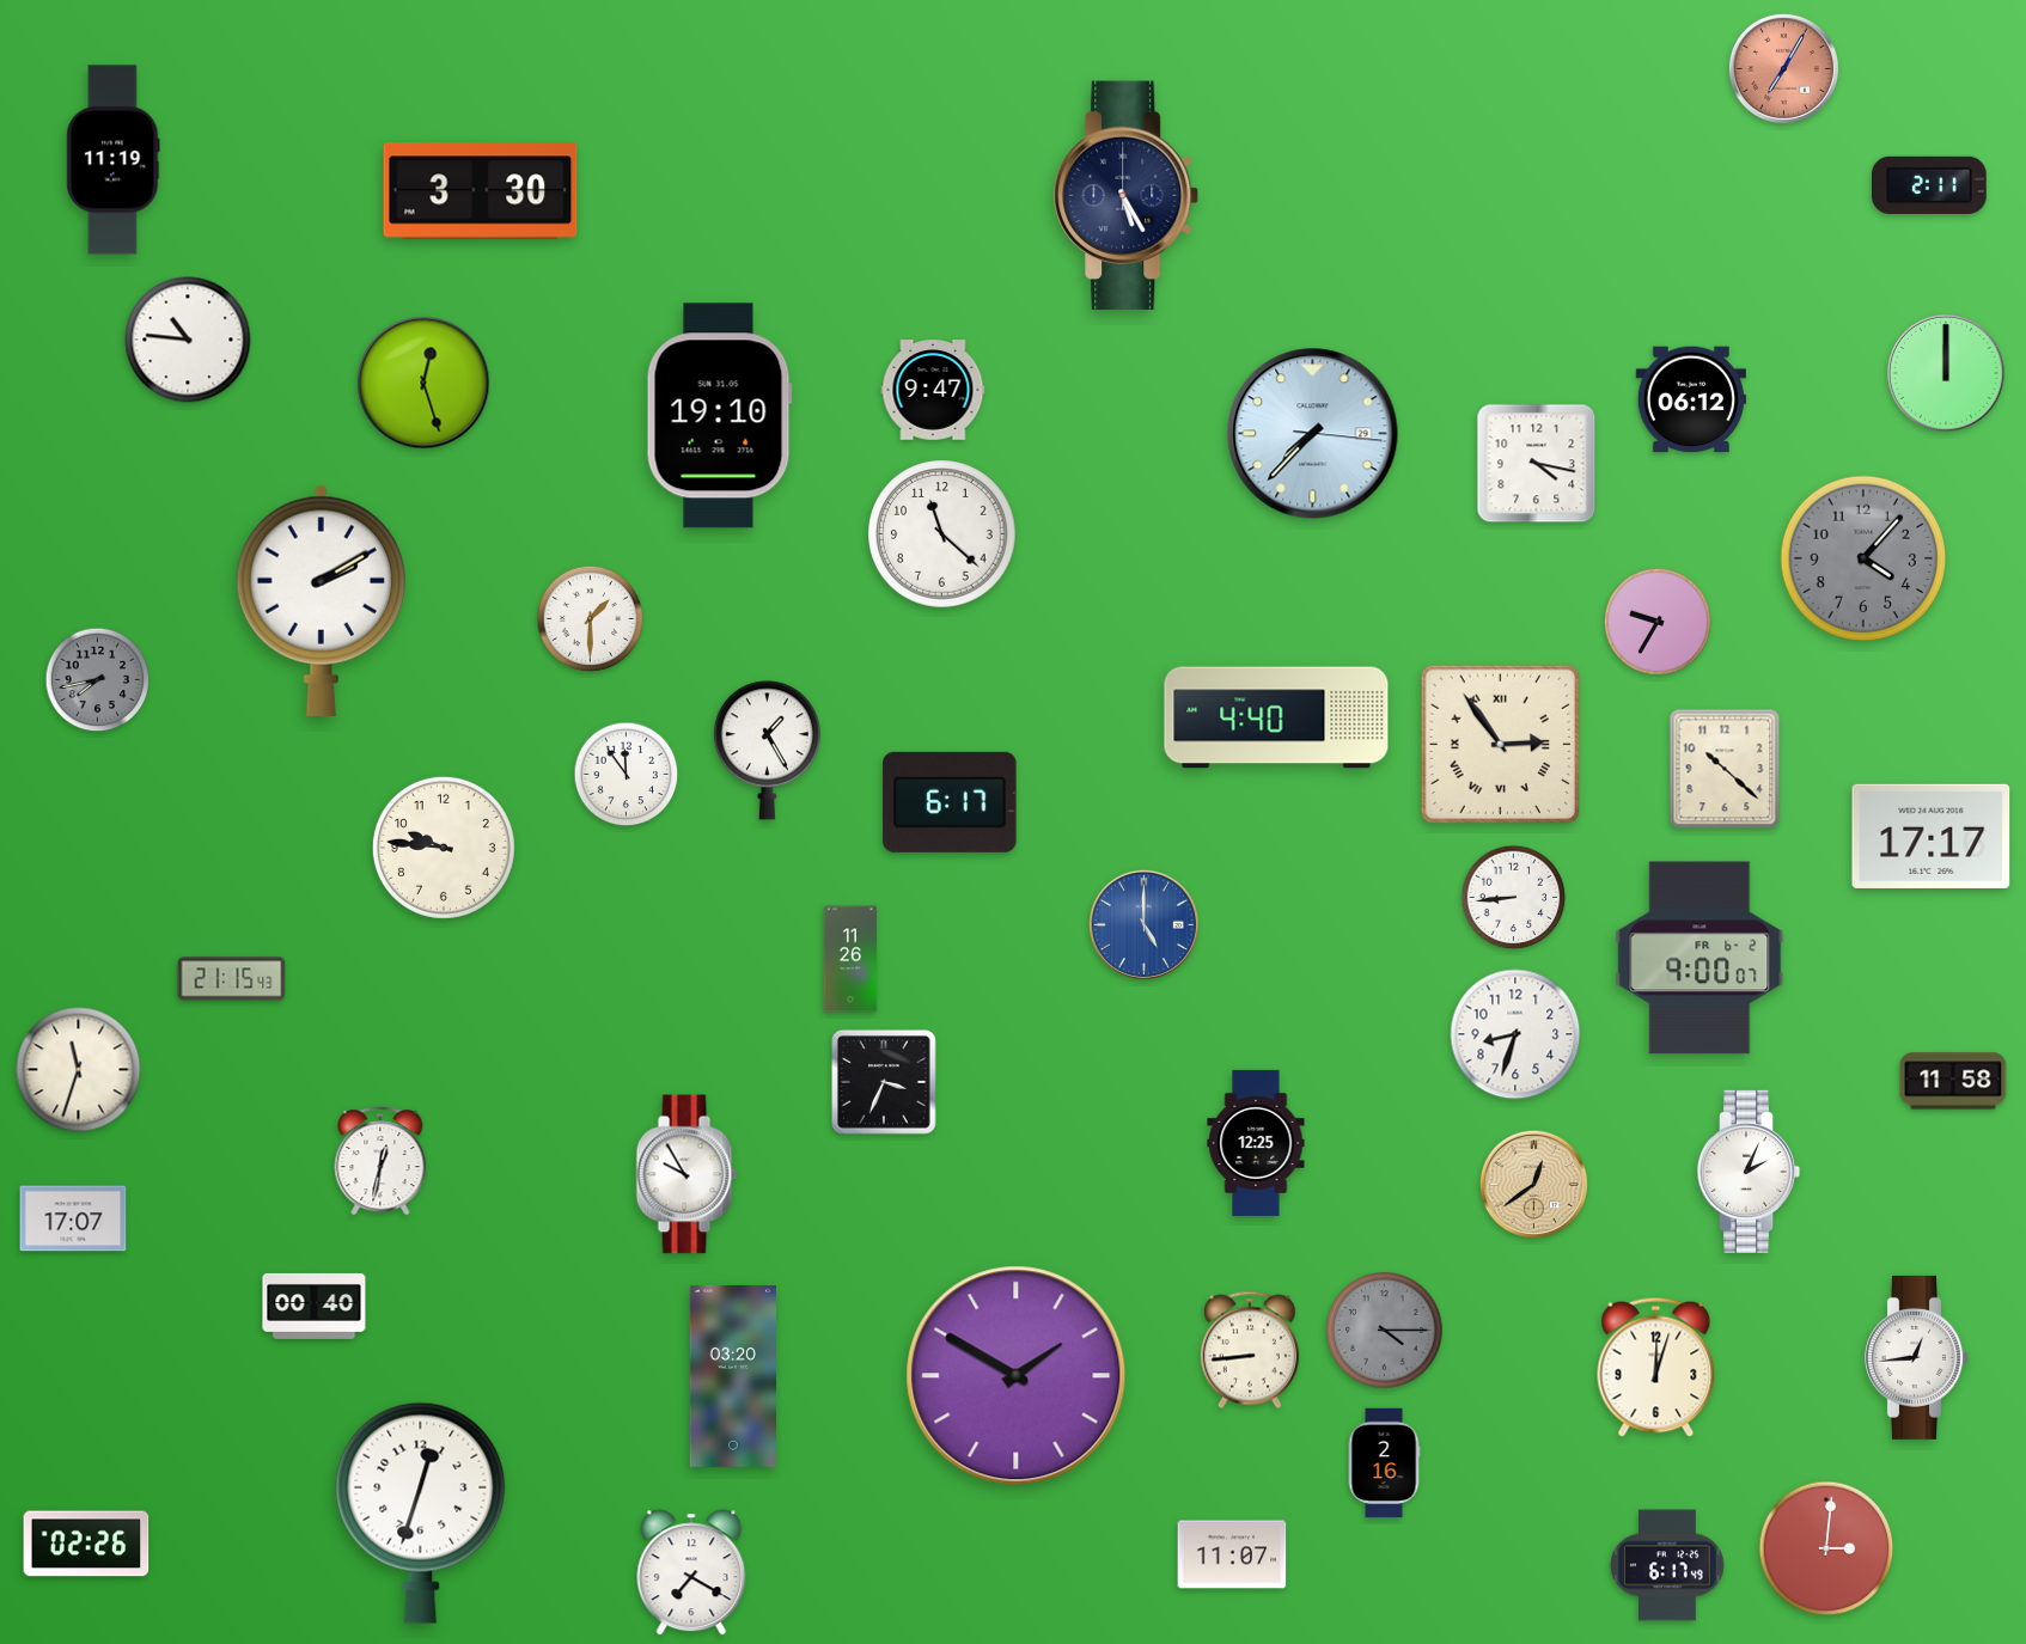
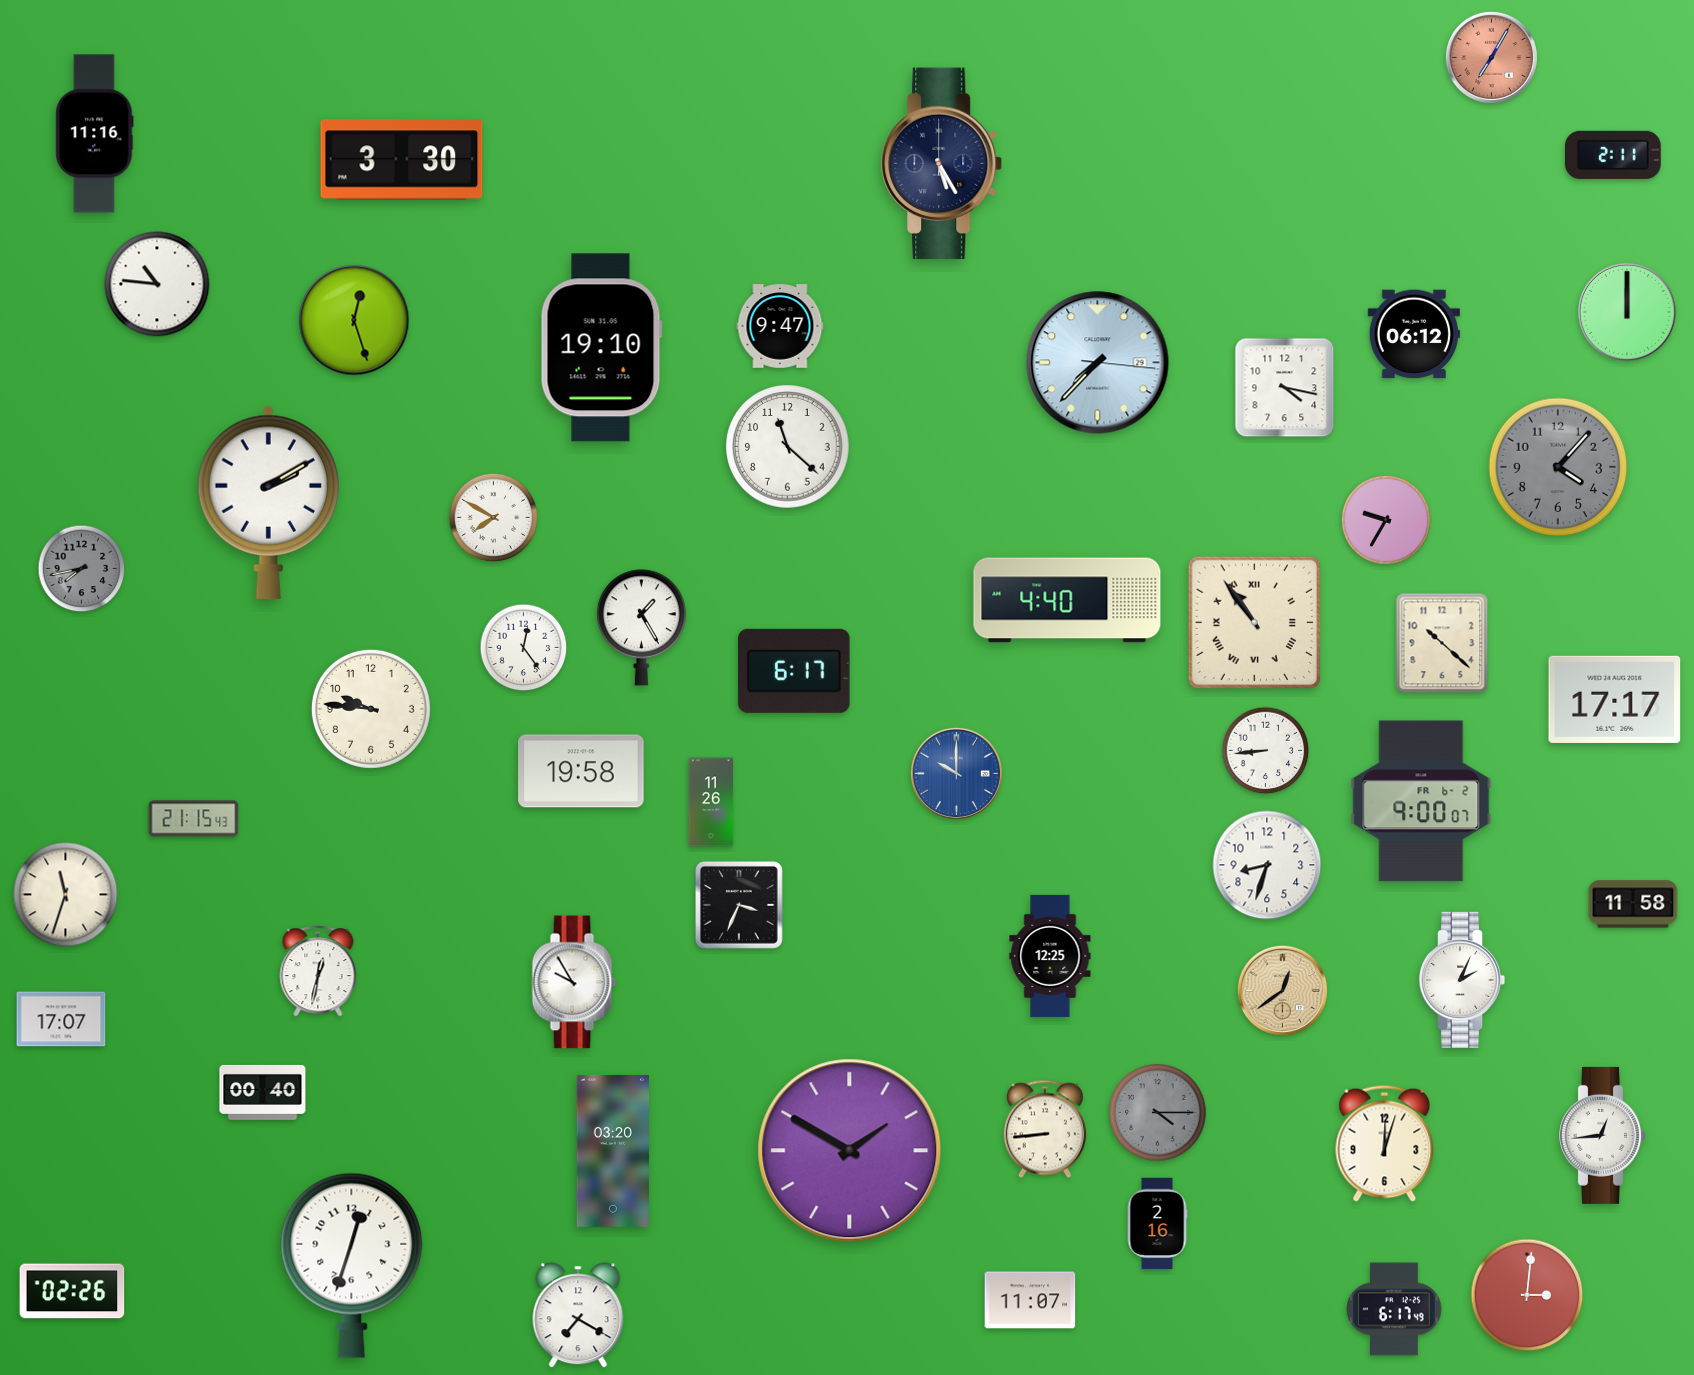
clock at (114, 160): 11:19 -> 11:16
clock at (591, 619): 1:30 -> 7:50
clock at (1500, 744): 2:54 -> 10:54
clock at (627, 775): 11:54 -> 12:24
clock at (581, 771): none -> 19:58
clock at (1143, 924): 5:00 -> 10:00
